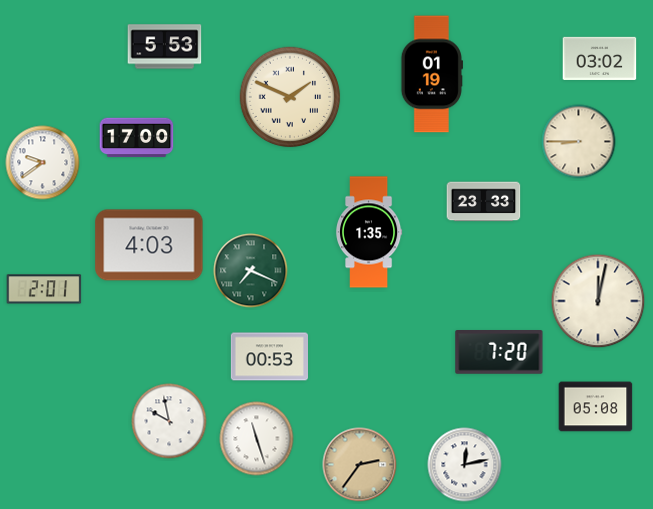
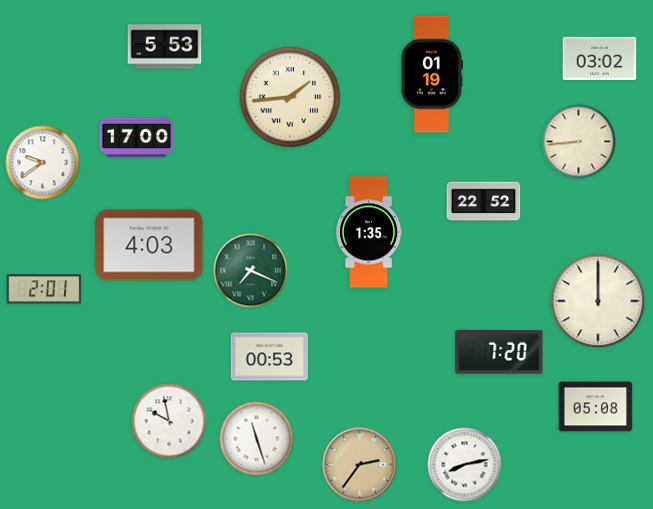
clock at (290, 97): 1:49 -> 1:44
clock at (579, 142): 8:45 -> 8:44
clock at (484, 202): 23:33 -> 22:52
clock at (598, 301): 12:02 -> 12:00
clock at (465, 465): 12:13 -> 8:13
